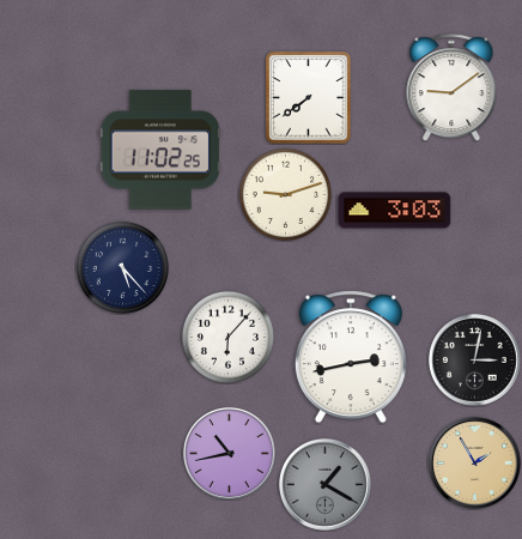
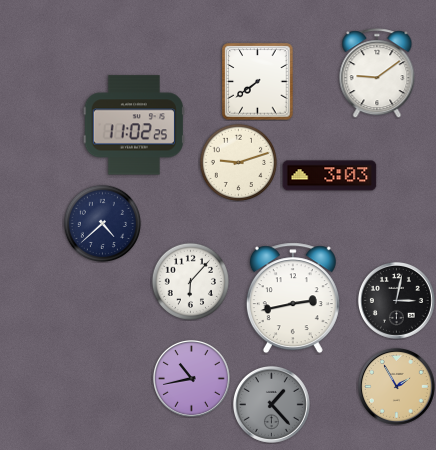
clock at (122, 267): 5:23 -> 4:38
clock at (324, 484): 1:20 -> 1:23
